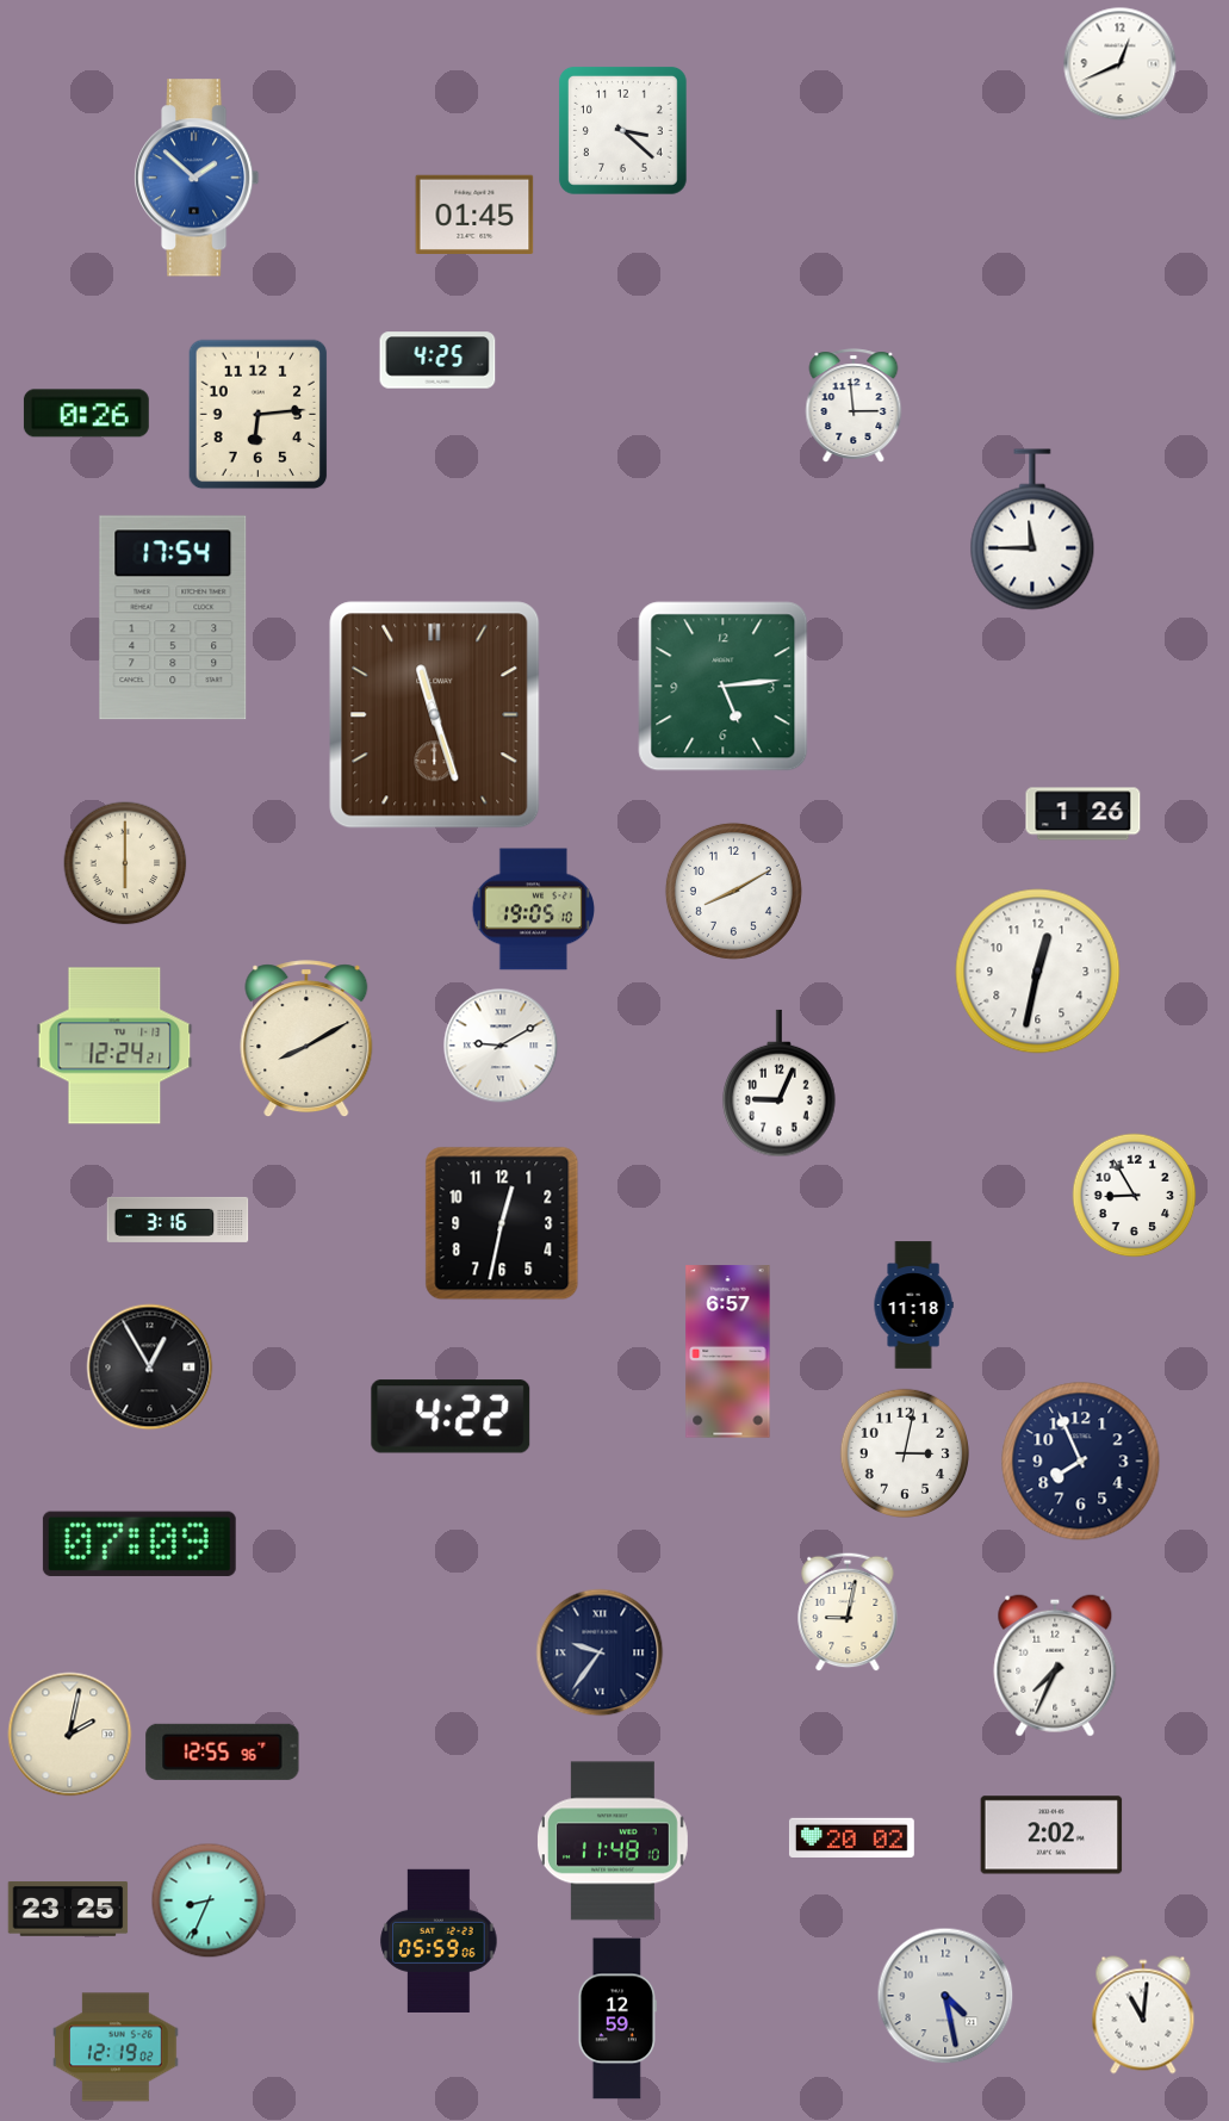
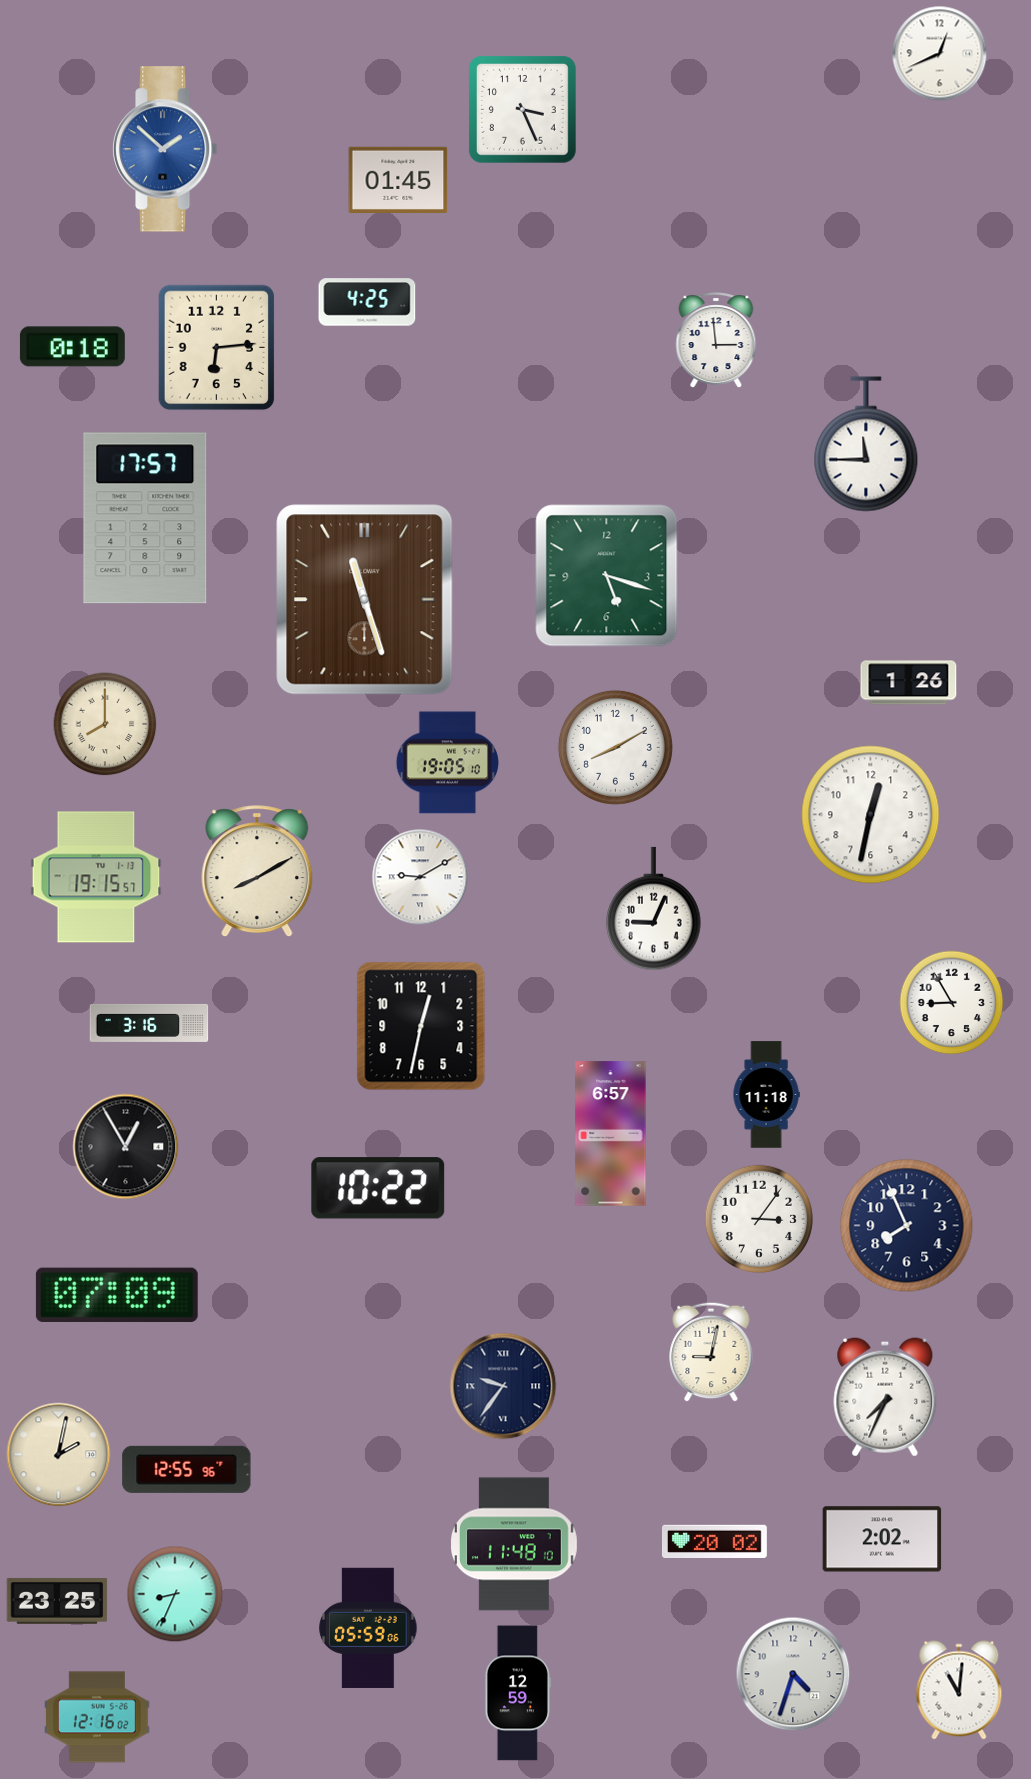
clock at (622, 130): 3:22 -> 3:26
clock at (86, 414): 0:26 -> 0:18
clock at (173, 618): 17:54 -> 17:57
clock at (724, 687): 5:14 -> 5:18
clock at (125, 863): 6:00 -> 8:00
clock at (114, 1046): 12:24 -> 19:15
clock at (451, 1416): 4:22 -> 10:22
clock at (904, 1452): 3:02 -> 3:06
clock at (945, 1996): 4:28 -> 4:33
clock at (117, 2047): 12:19 -> 12:16
